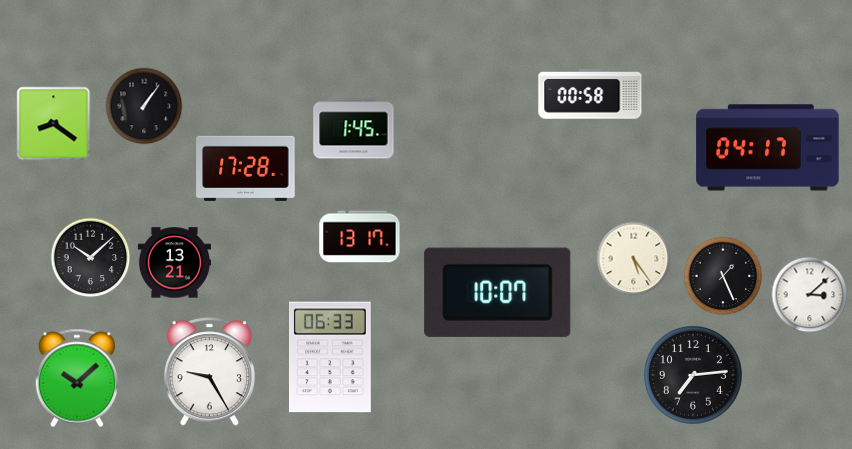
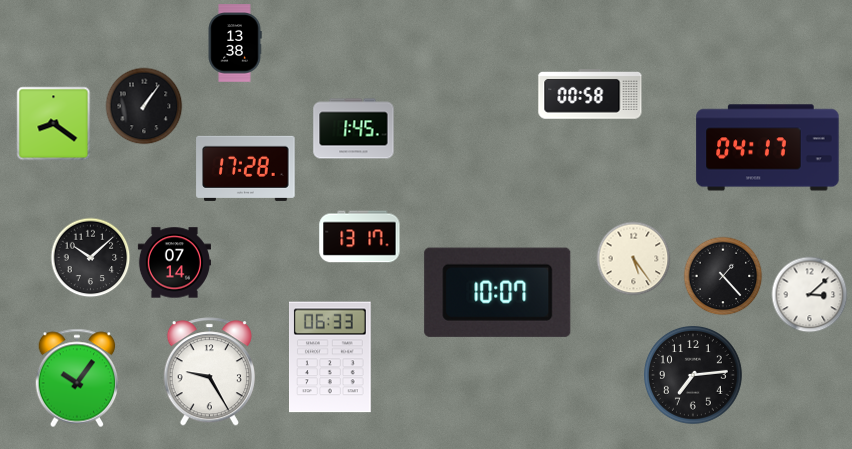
clock at (235, 43): none -> 13:38
clock at (174, 263): 13:21 -> 07:14
clock at (723, 276): 1:26 -> 1:23
clock at (77, 378): 10:08 -> 10:06
